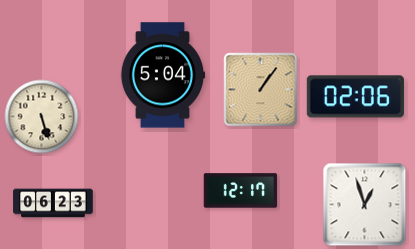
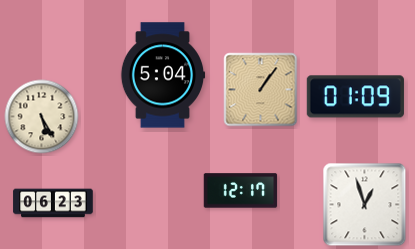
clock at (355, 97): 02:06 -> 01:09
clock at (42, 117): 5:27 -> 5:25
